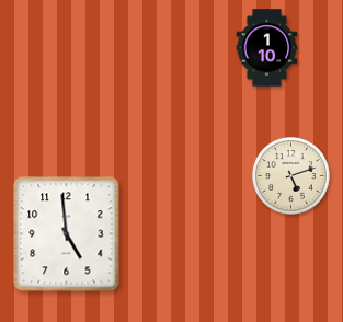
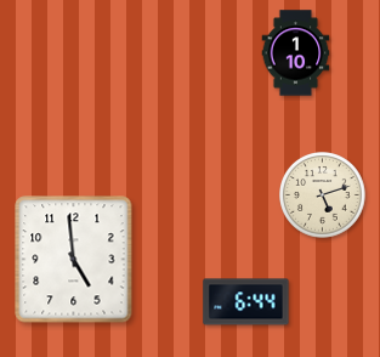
clock at (246, 302): none -> 6:44
